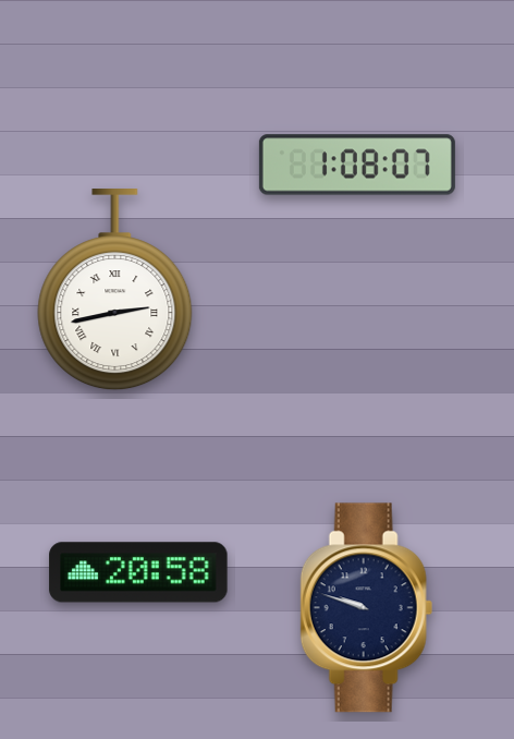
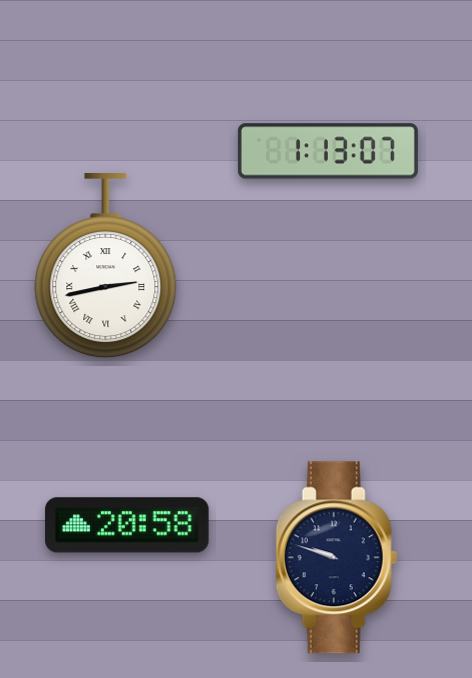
clock at (357, 165): 1:08 -> 1:13
